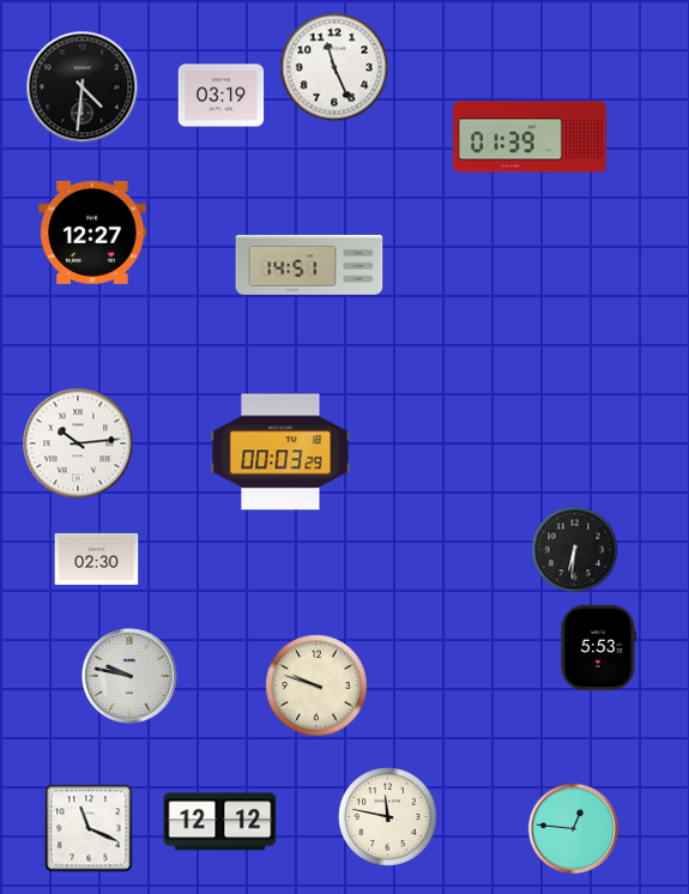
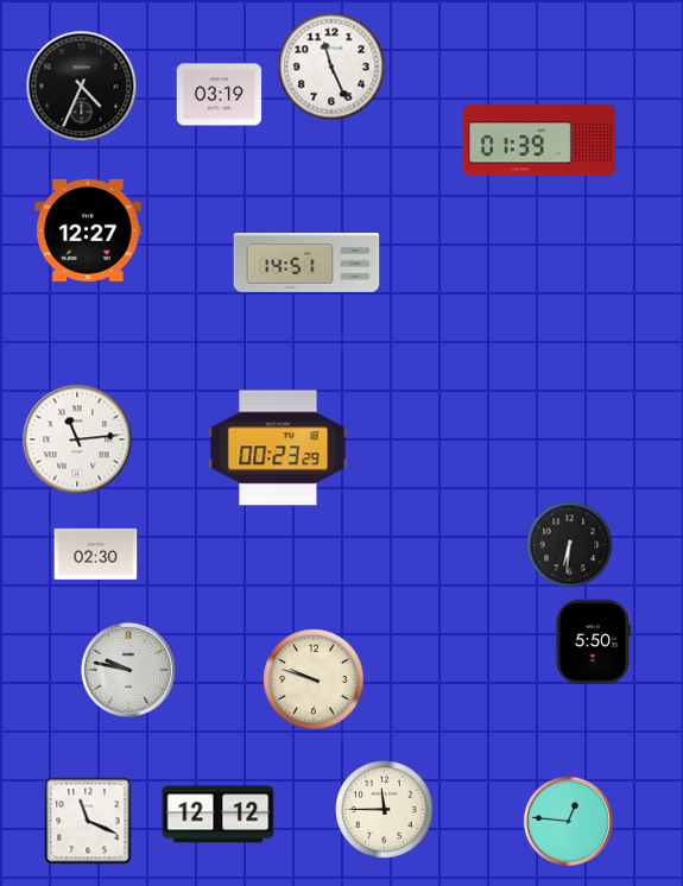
clock at (83, 87): 4:31 -> 4:34
clock at (530, 137) position: (530, 137) -> (539, 140)
clock at (92, 232) position: (92, 232) -> (88, 230)
clock at (78, 443): 10:14 -> 11:14
clock at (280, 452): 00:03 -> 00:23
clock at (597, 648): 5:53 -> 5:50
clock at (388, 817): 11:47 -> 11:45
